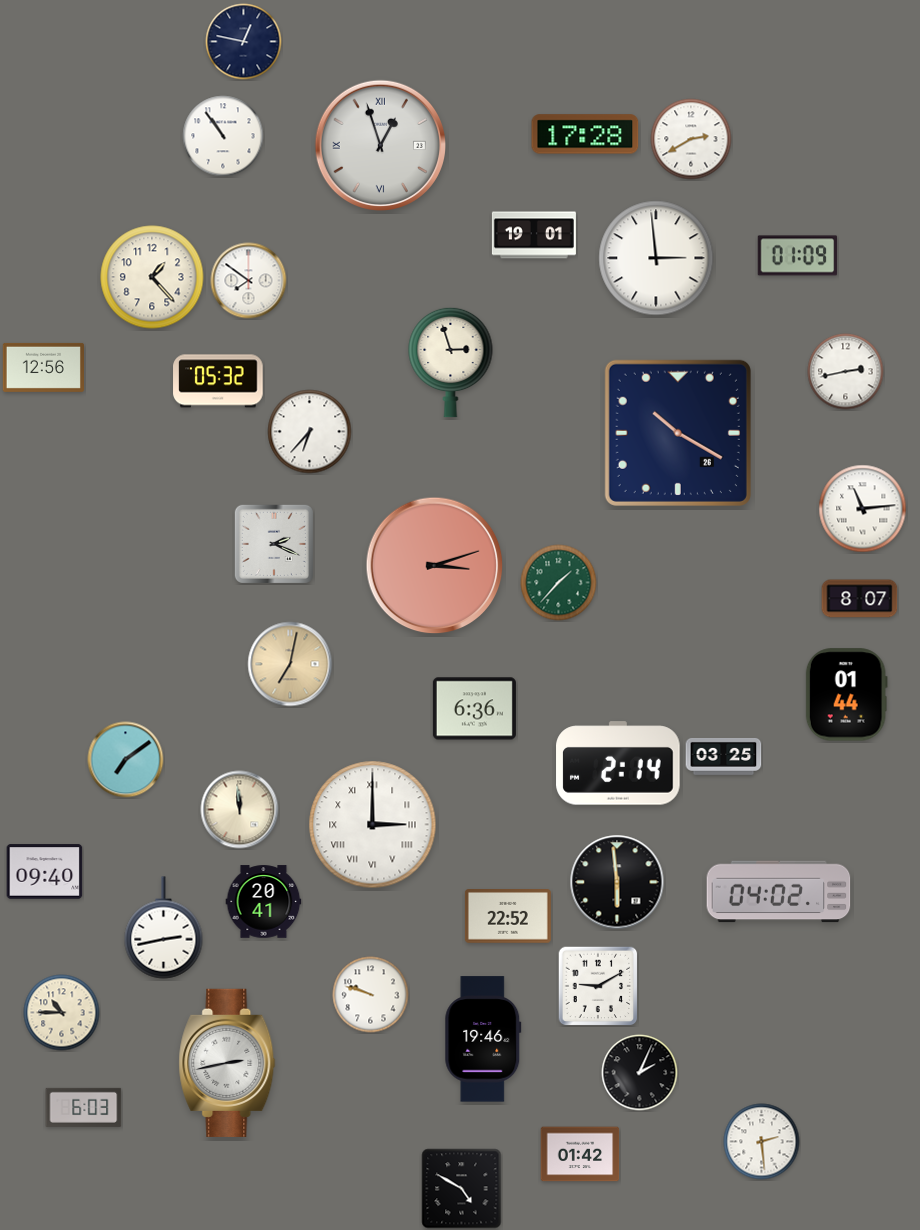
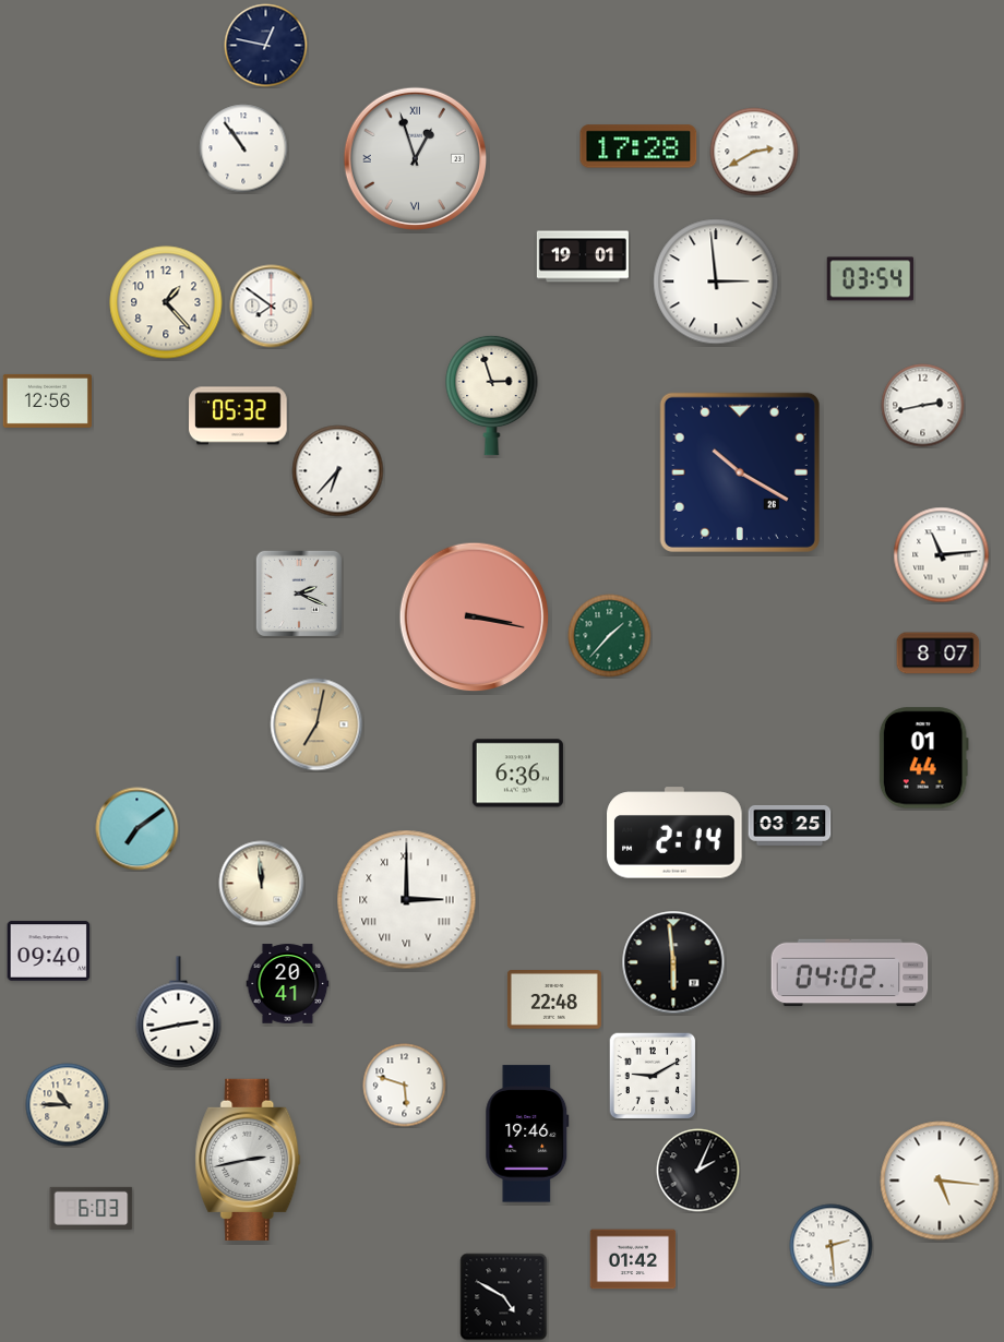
clock at (798, 256): 01:09 -> 03:54
clock at (435, 566): 3:12 -> 3:17
clock at (508, 917): 22:52 -> 22:48
clock at (371, 995): 9:48 -> 5:48
clock at (940, 1181): none -> 5:16
